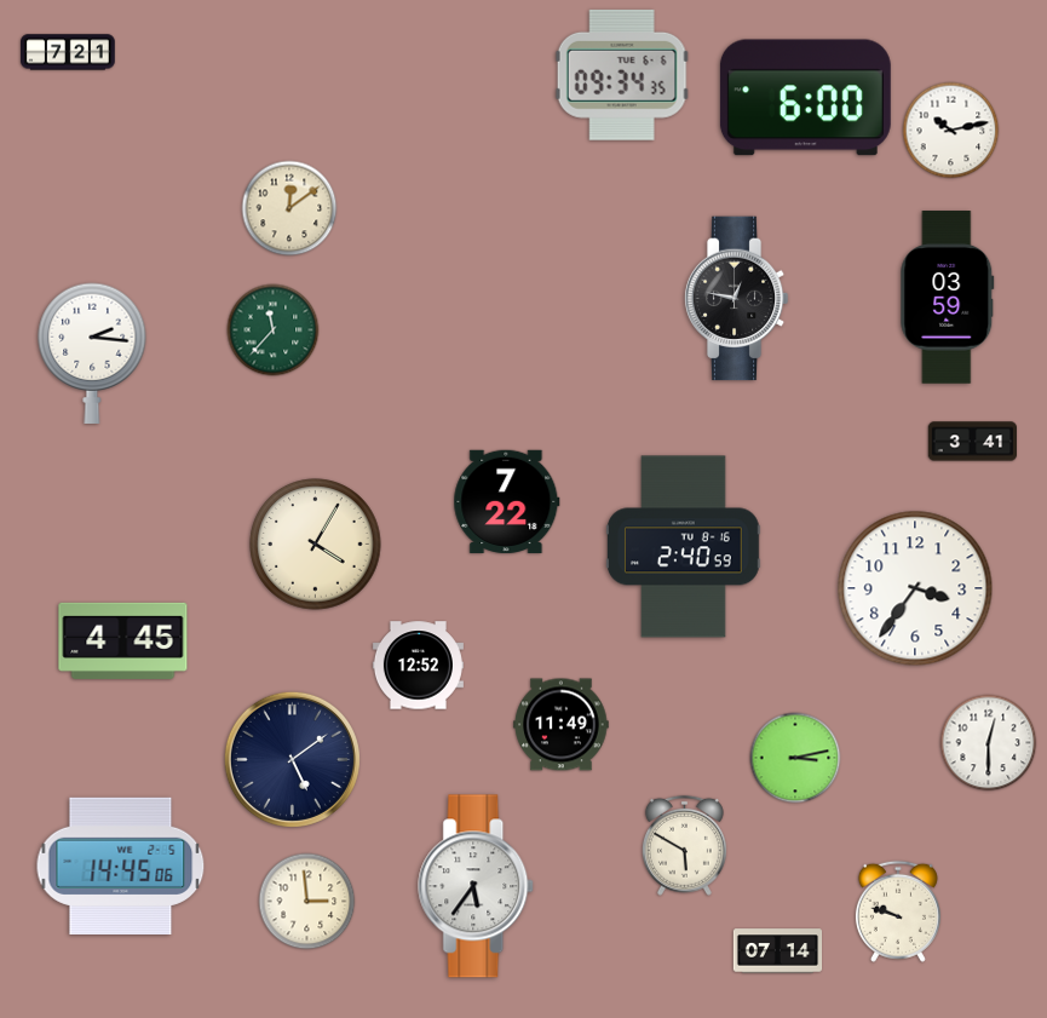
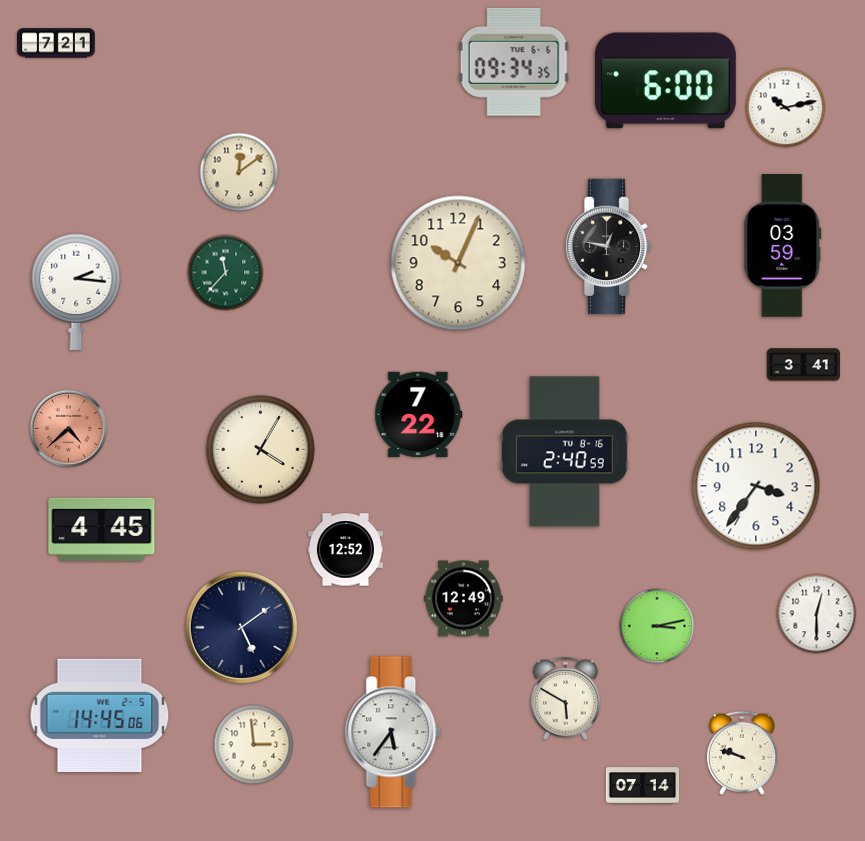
clock at (458, 263): none -> 10:04
clock at (69, 429): none -> 4:38
clock at (562, 725): 11:49 -> 12:49
